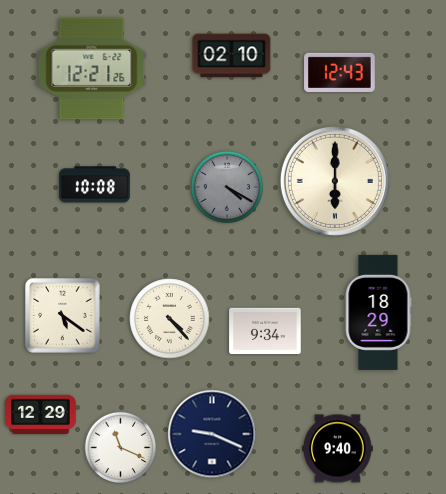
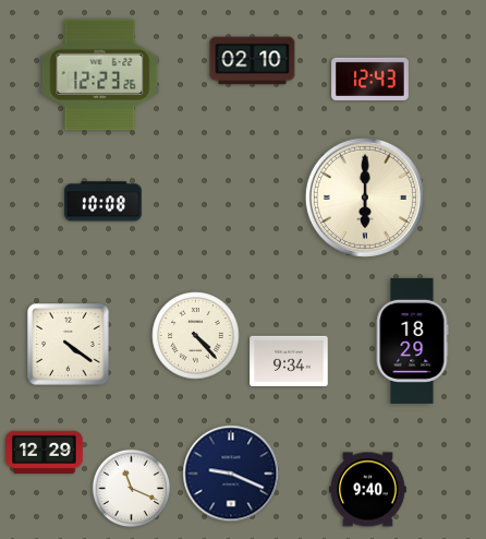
clock at (92, 69): 12:21 -> 12:23
clock at (227, 187): 4:20 -> none
clock at (63, 316): 5:21 -> 4:21
clock at (170, 319) position: (170, 319) -> (196, 336)
